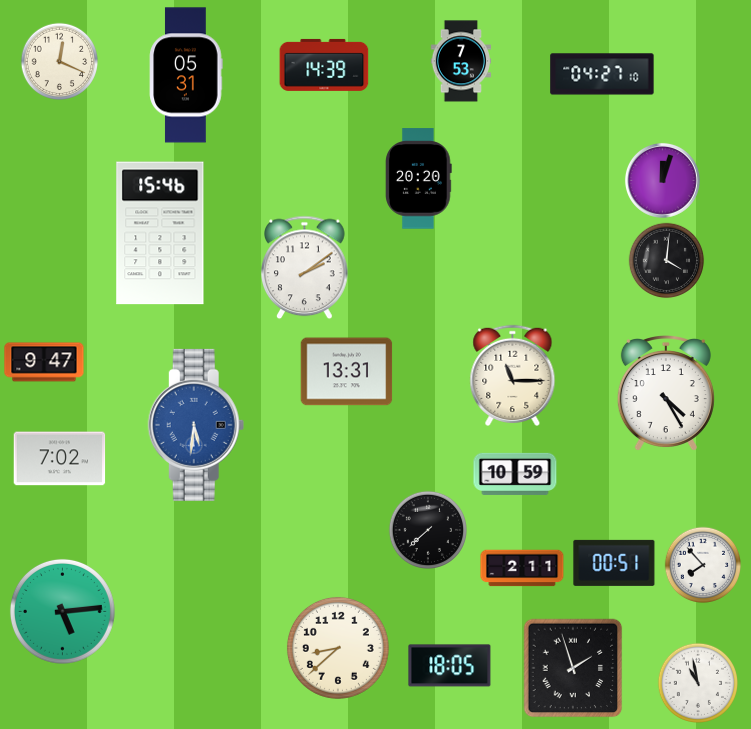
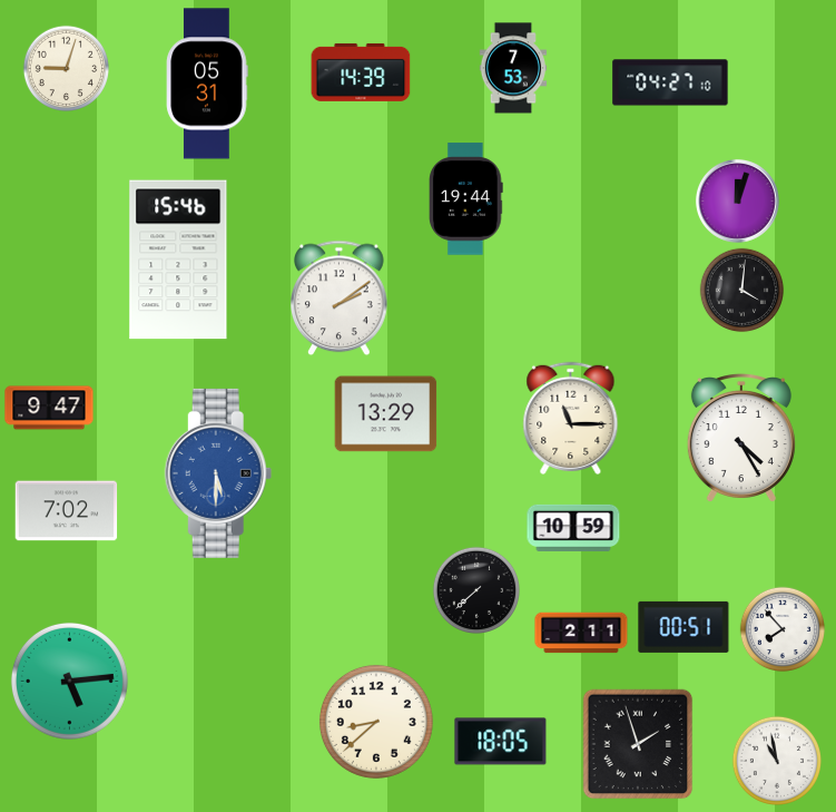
clock at (59, 61): 12:19 -> 9:03
clock at (419, 179): 20:20 -> 19:44
clock at (44, 362) position: (44, 362) -> (49, 408)
clock at (347, 372): 13:31 -> 13:29
clock at (196, 425): 5:31 -> 5:30
